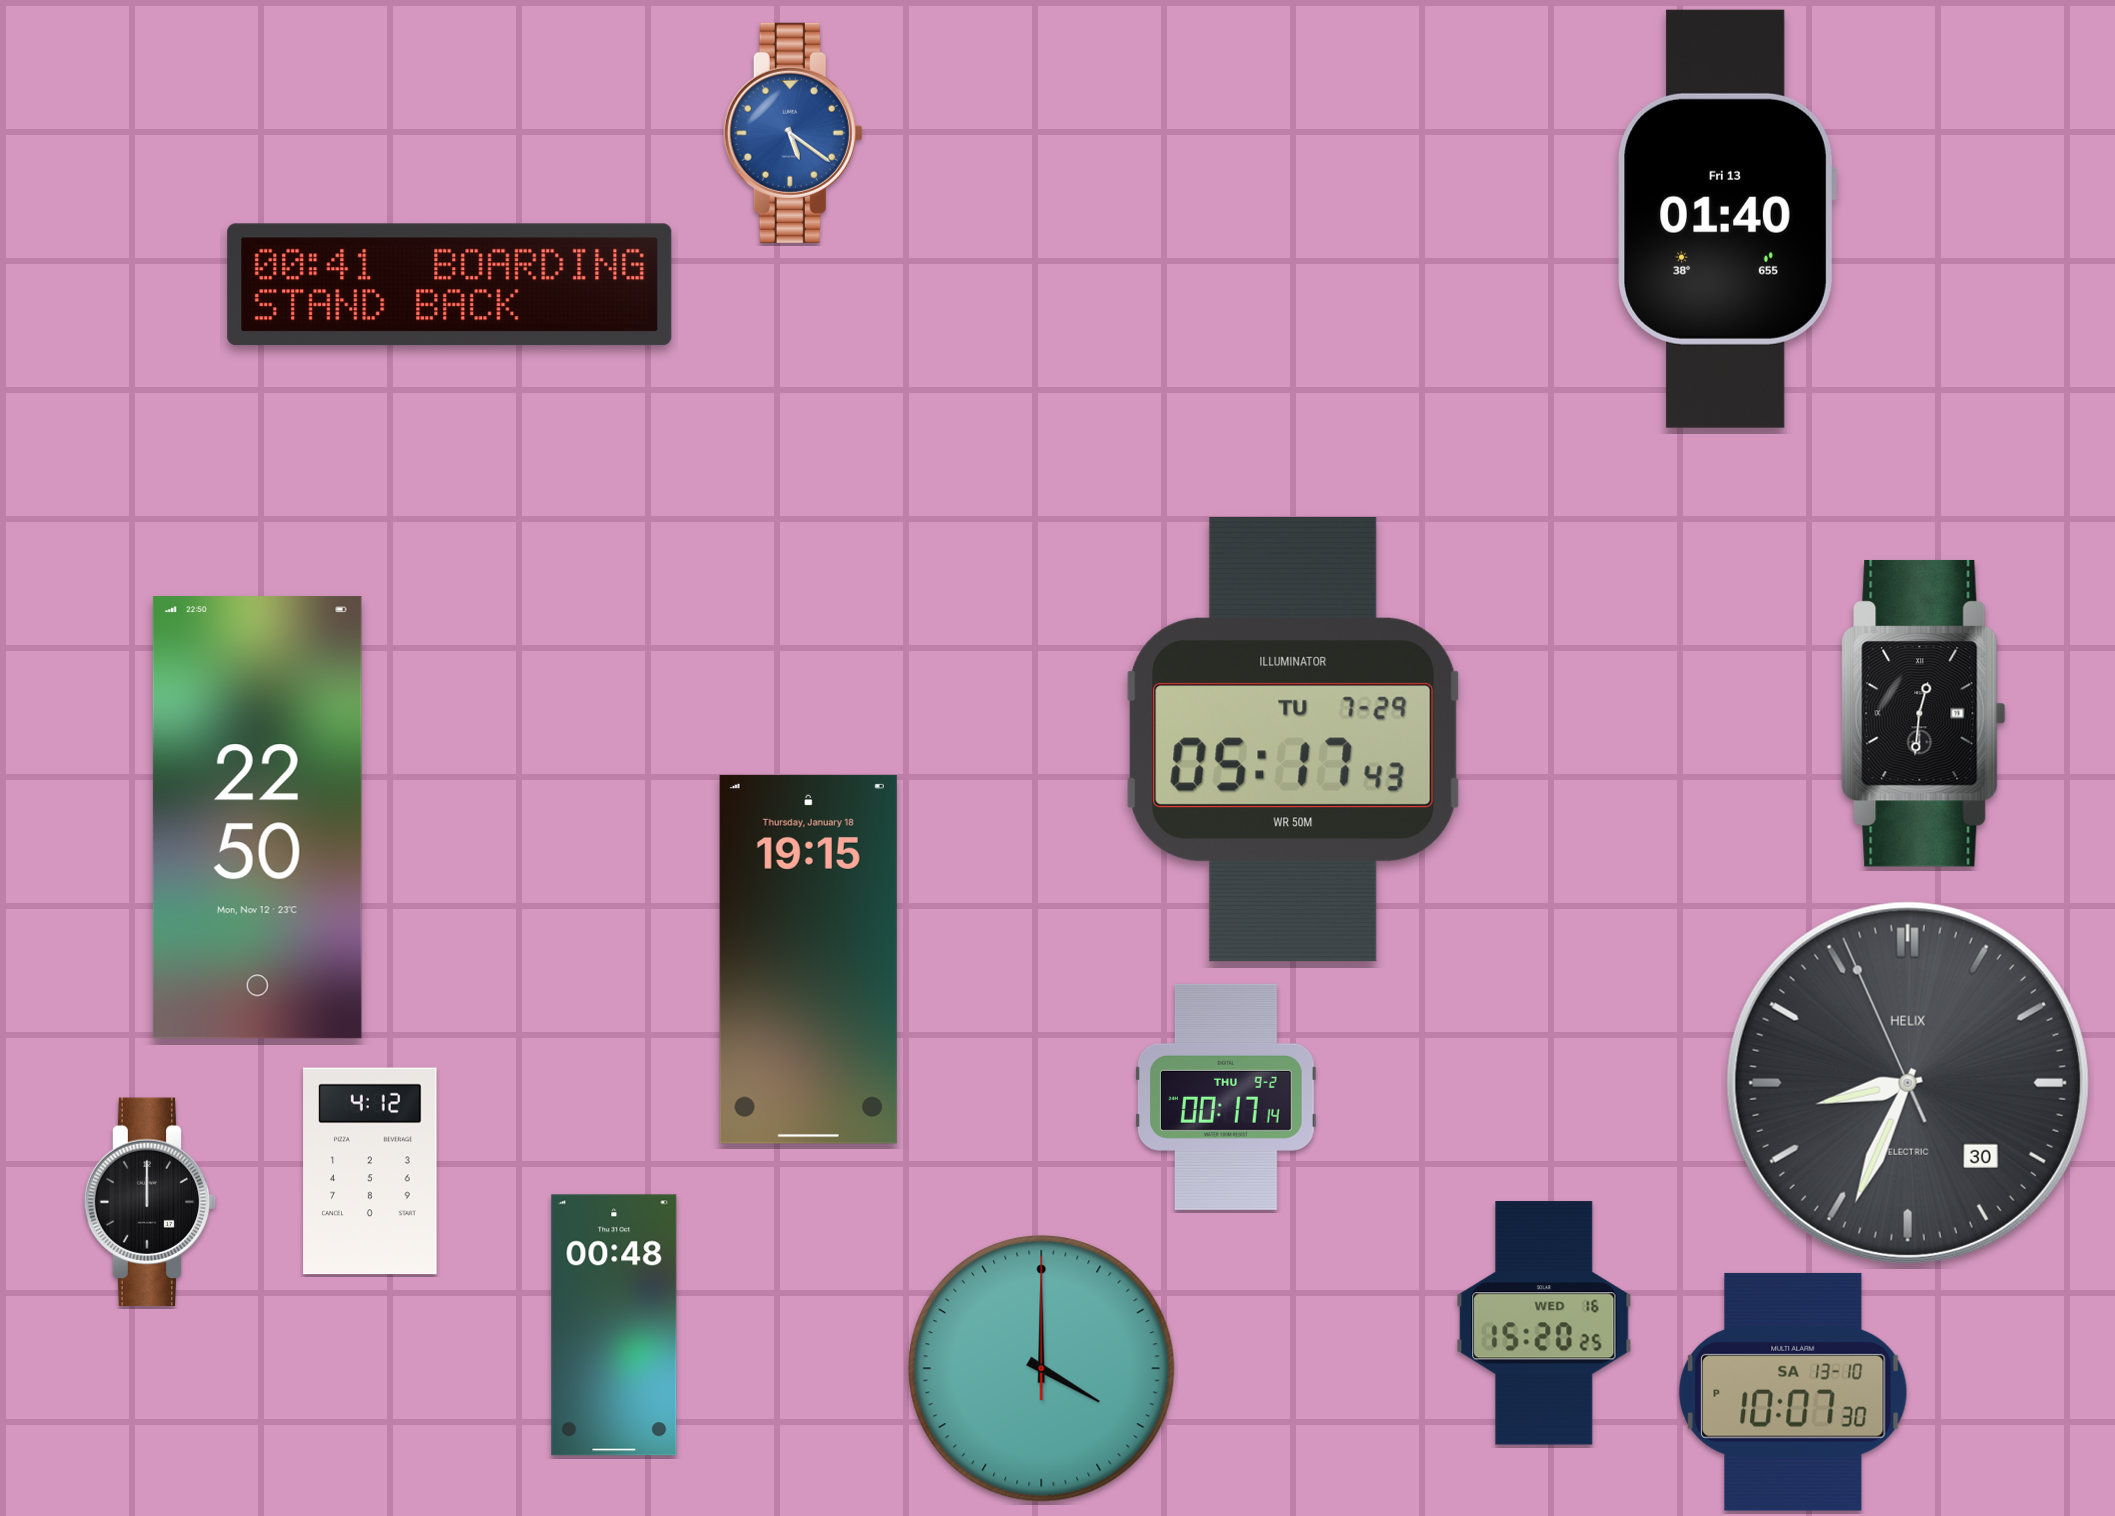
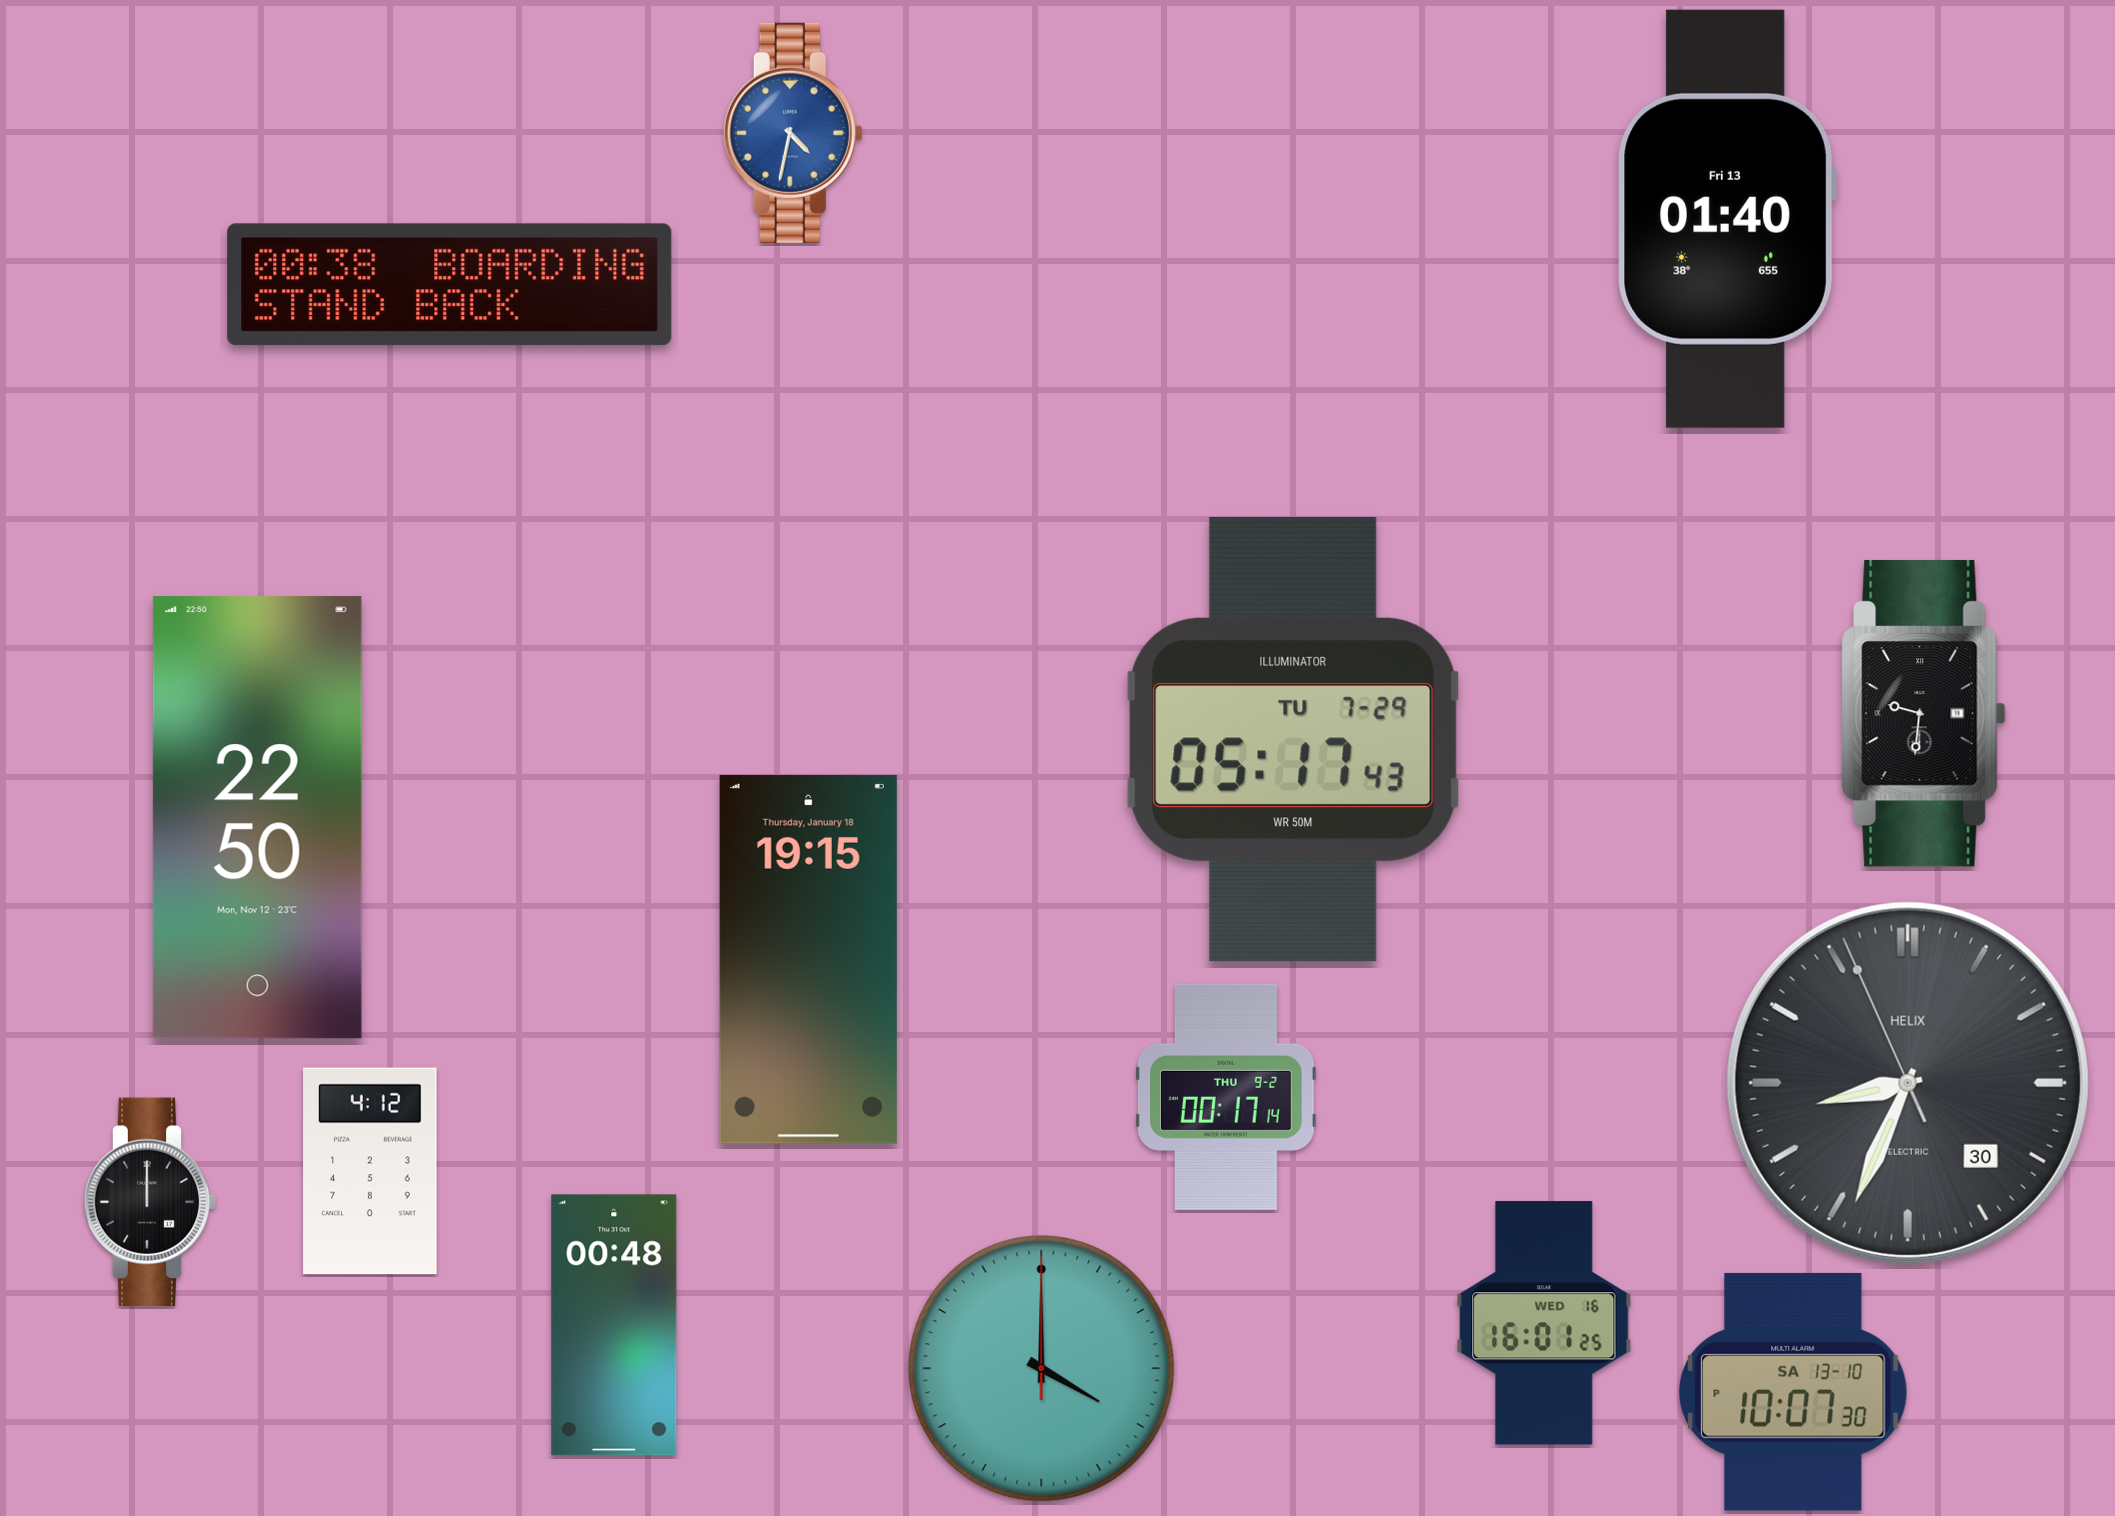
clock at (793, 133): 5:21 -> 4:32
clock at (450, 285): 00:41 -> 00:38
clock at (1924, 713): 12:31 -> 9:31
clock at (1544, 1323): 15:20 -> 16:01
